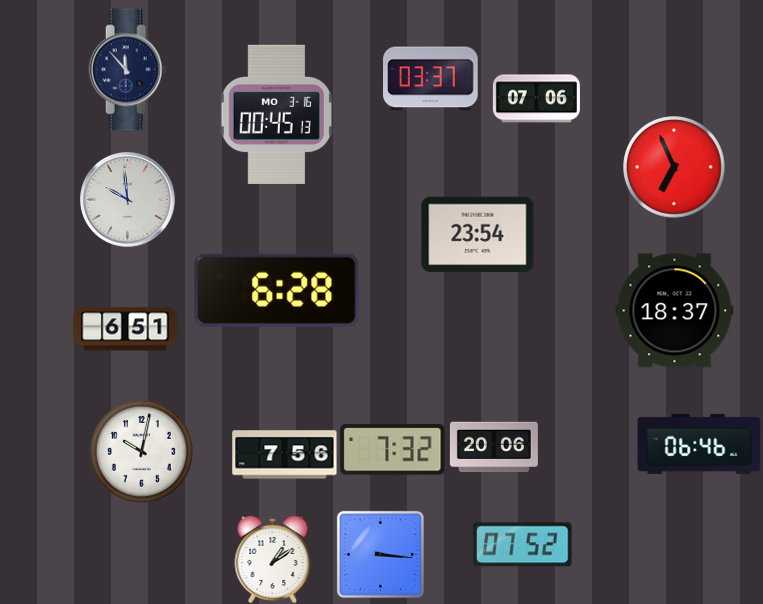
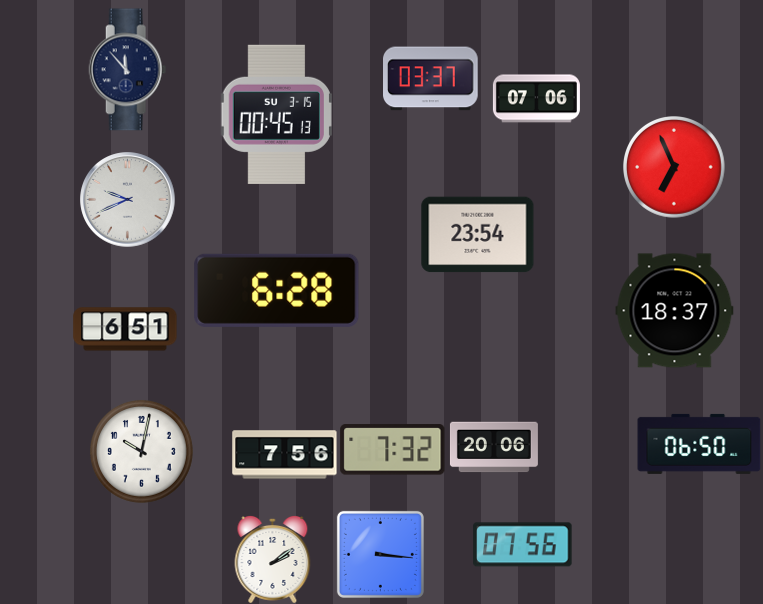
clock at (276, 114) date: MO 3-16 -> SU 3-15
clock at (128, 200): 9:59 -> 9:41
clock at (699, 444): 06:46 -> 06:50
clock at (523, 545): 07:52 -> 07:56
clock at (273, 559): 1:09 -> 2:09
